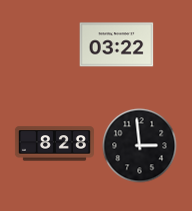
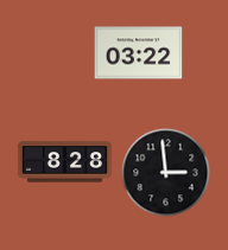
clock at (54, 144) position: (54, 144) -> (64, 162)
